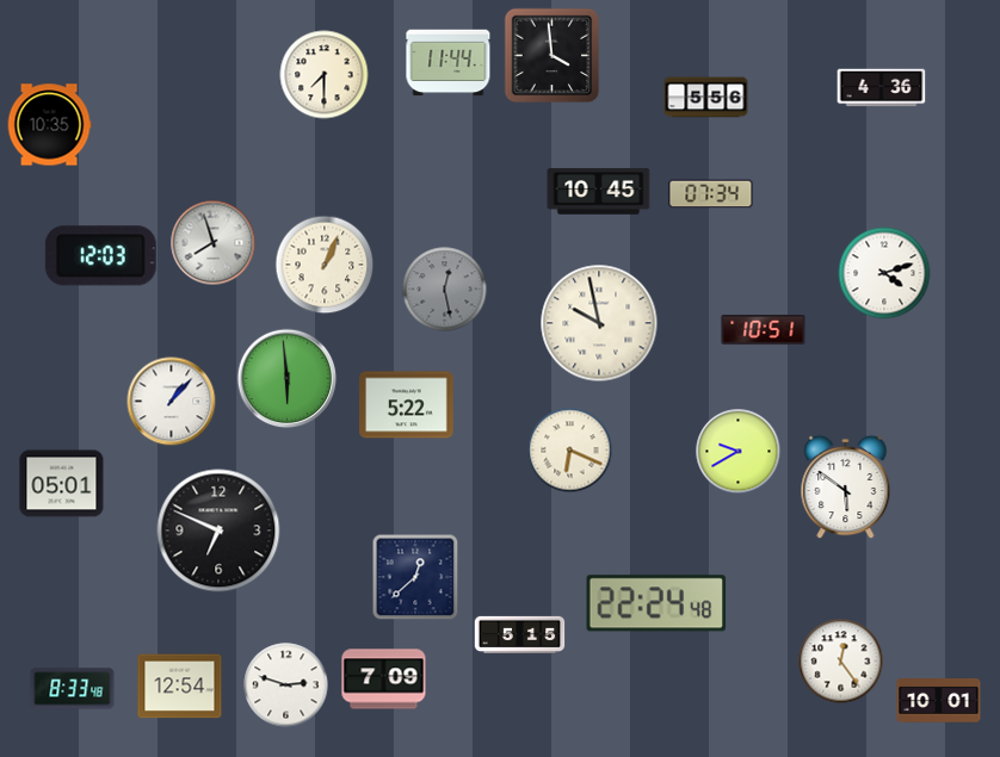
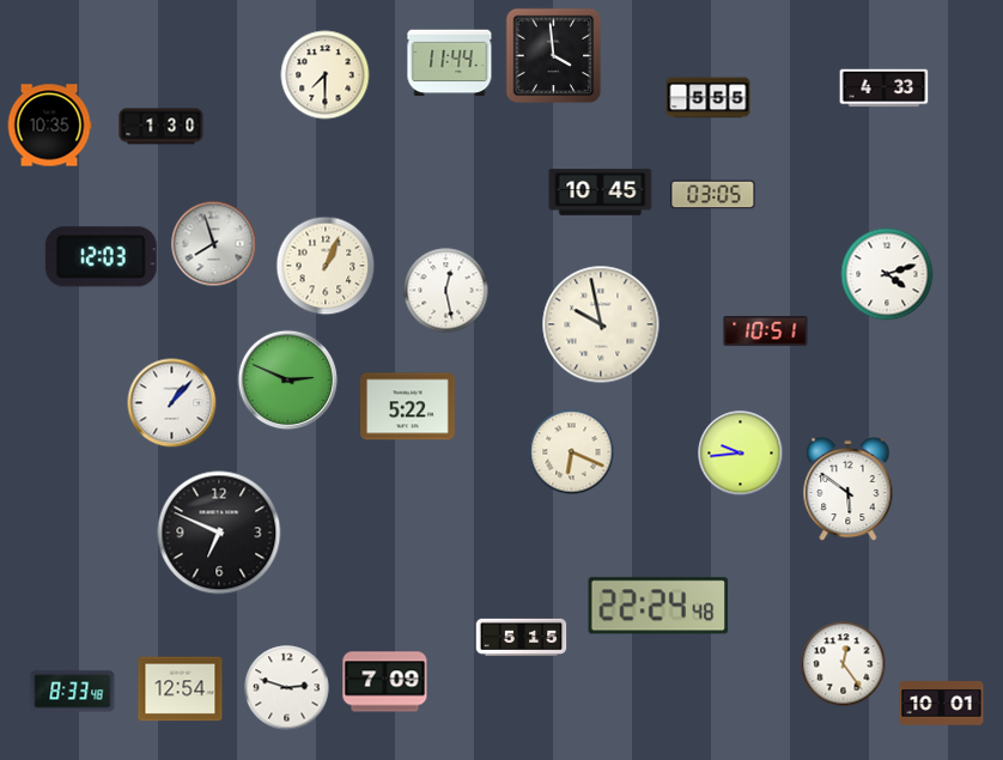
clock at (882, 88): 4:36 -> 4:33
clock at (706, 98): 5:56 -> 5:55
clock at (162, 127): none -> 1:30
clock at (711, 194): 07:34 -> 03:05
clock at (445, 290) dial: grey -> white
clock at (288, 379): 5:59 -> 2:49
clock at (739, 452): 9:40 -> 9:44
clock at (62, 484): 05:01 -> none
clock at (415, 577): 12:38 -> none
